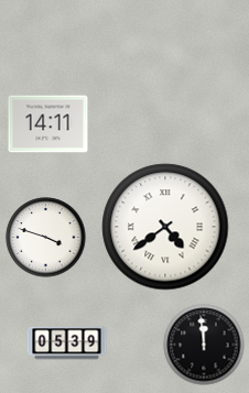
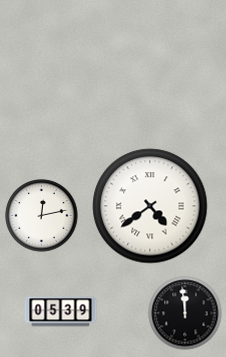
clock at (48, 124): 14:11 -> none
clock at (46, 238): 3:48 -> 12:13
